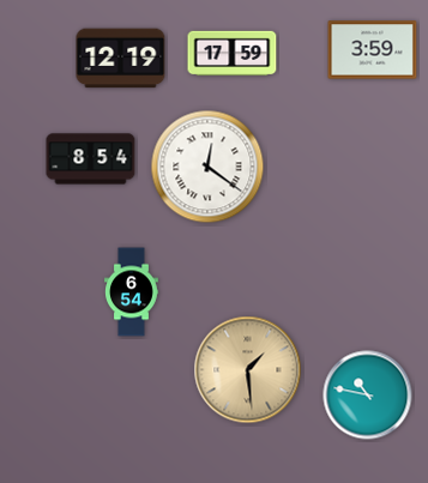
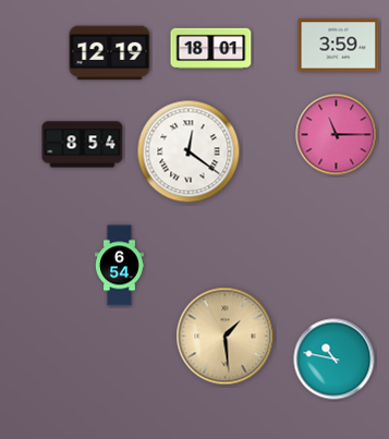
clock at (233, 54): 17:59 -> 18:01
clock at (337, 135): none -> 11:15
